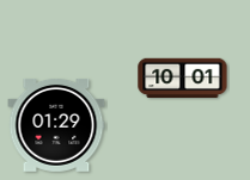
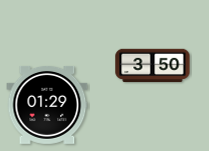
clock at (183, 79): 10:01 -> 3:50
